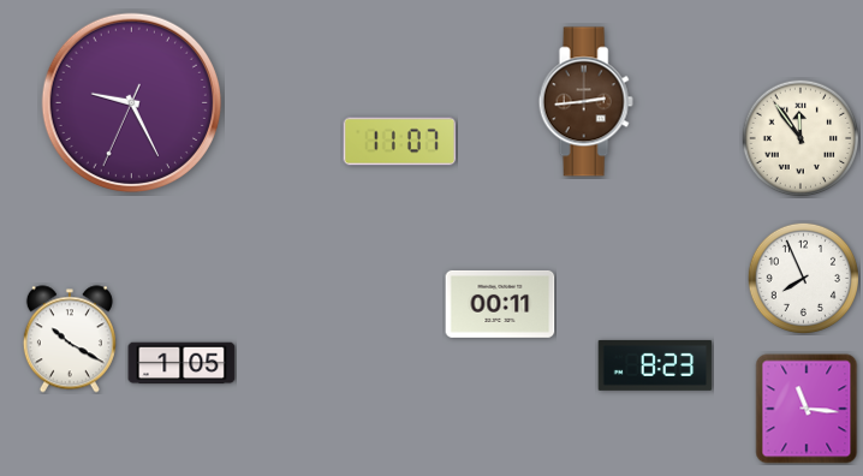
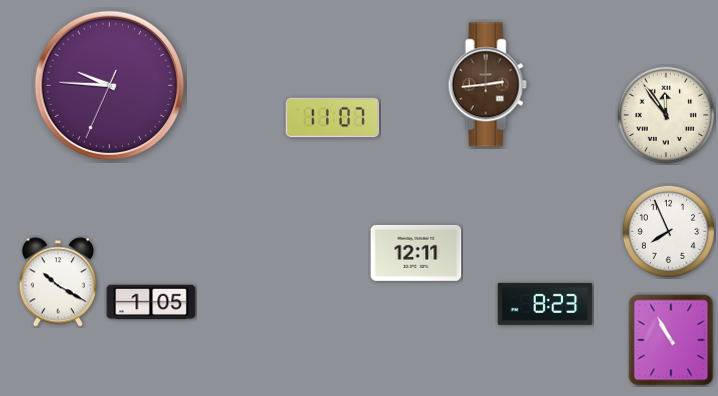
clock at (131, 102): 9:25 -> 9:45
clock at (500, 304): 00:11 -> 12:11
clock at (807, 409): 11:16 -> 10:55
